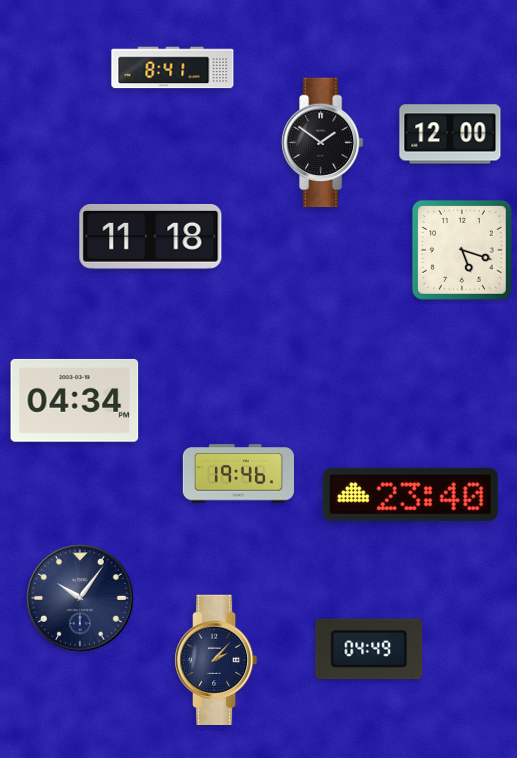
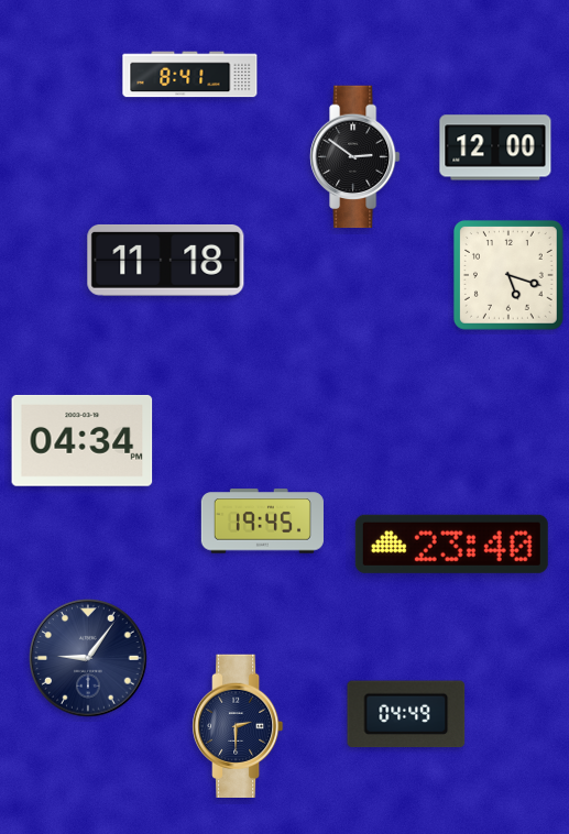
clock at (323, 143): 1:51 -> 2:51
clock at (238, 474): 19:46 -> 19:45
clock at (80, 598): 10:06 -> 9:06
clock at (217, 659): 2:07 -> 2:30
